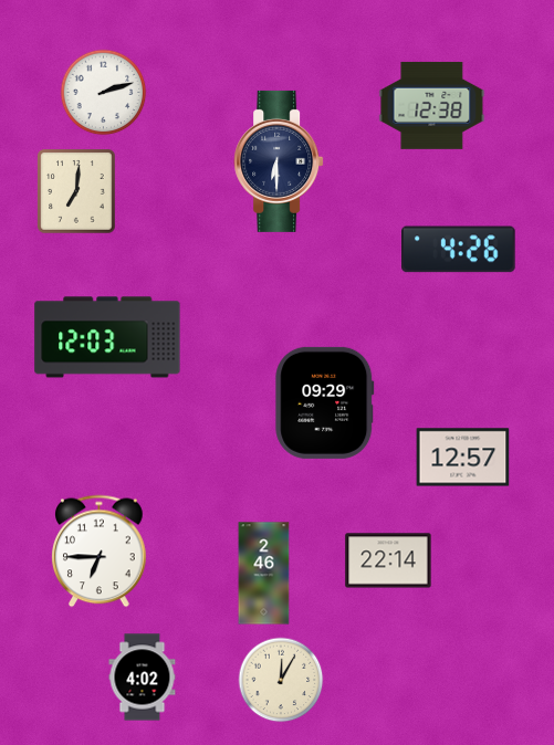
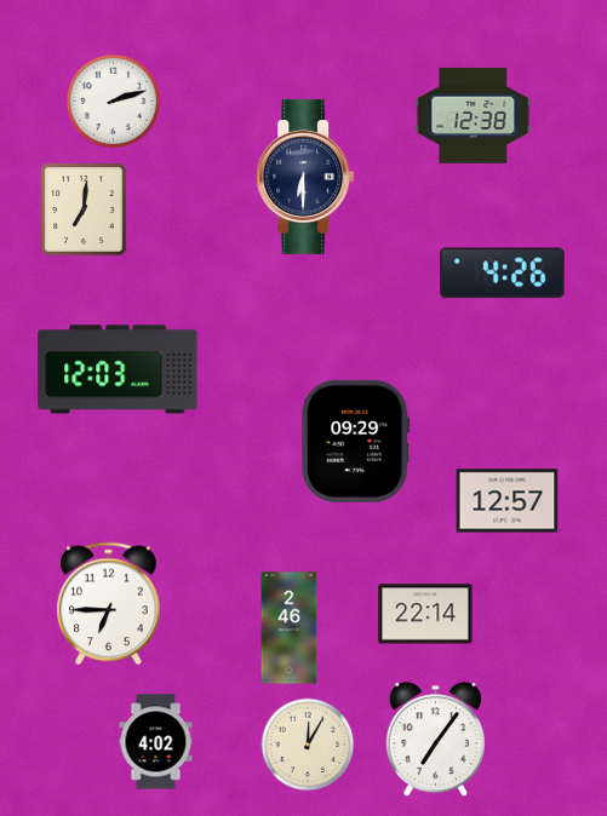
clock at (435, 740): none -> 7:06
